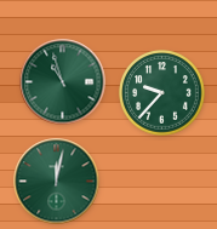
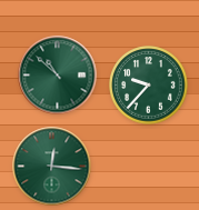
clock at (63, 82): 10:57 -> 10:52
clock at (57, 182): 12:02 -> 12:16
